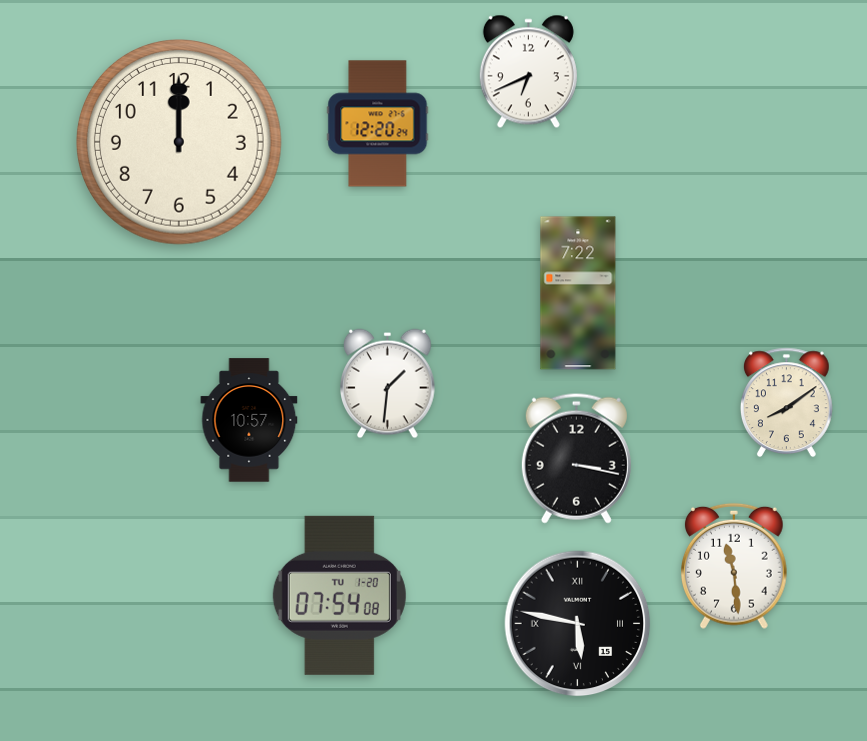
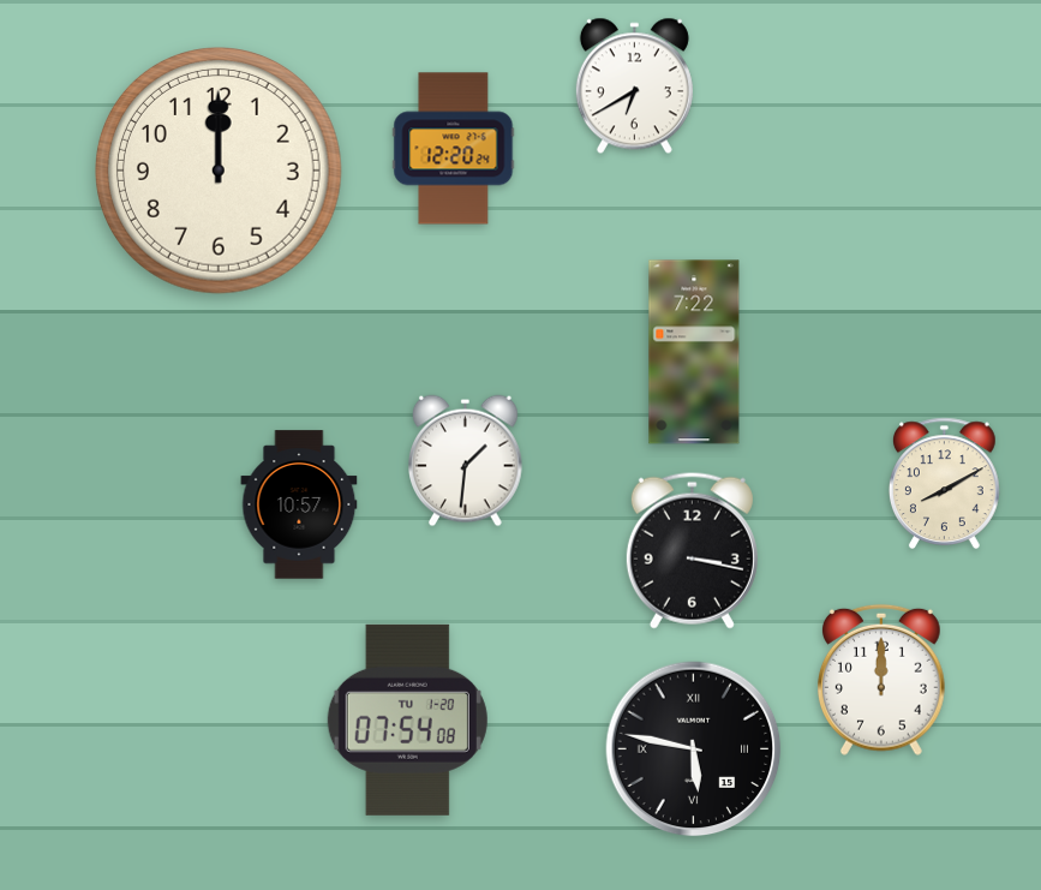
clock at (528, 72): 6:41 -> 6:40
clock at (180, 143) position: (180, 143) -> (220, 172)
clock at (786, 402): 8:09 -> 8:10
clock at (735, 566): 11:29 -> 12:00
clock at (339, 595) position: (339, 595) -> (407, 719)
